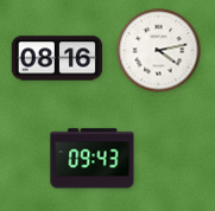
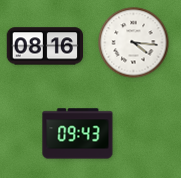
clock at (159, 51): 4:13 -> 4:16
clock at (57, 58) position: (57, 58) -> (45, 46)
